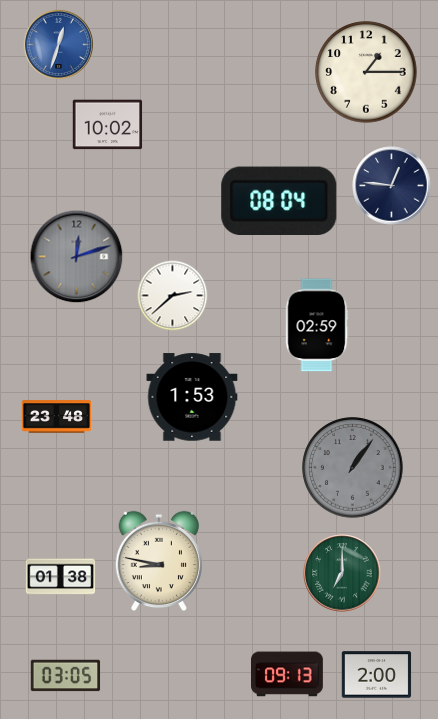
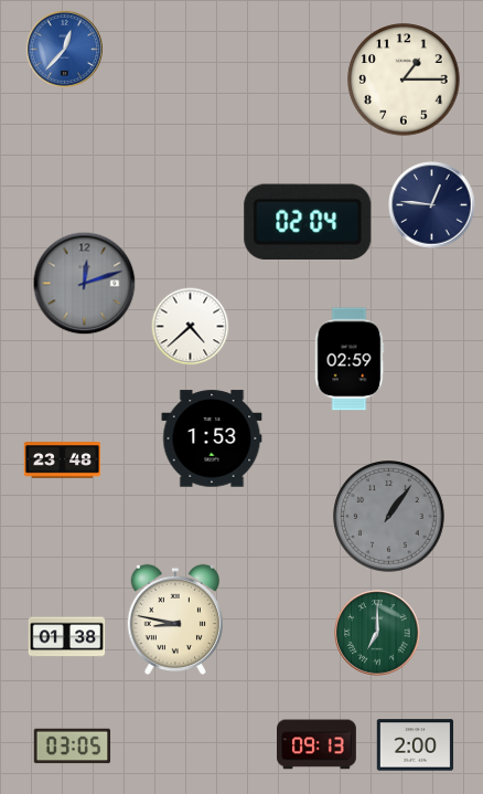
clock at (58, 44): 12:33 -> 12:37
clock at (108, 125): 10:02 -> none
clock at (279, 200): 08:04 -> 02:04
clock at (173, 296): 2:38 -> 4:38
